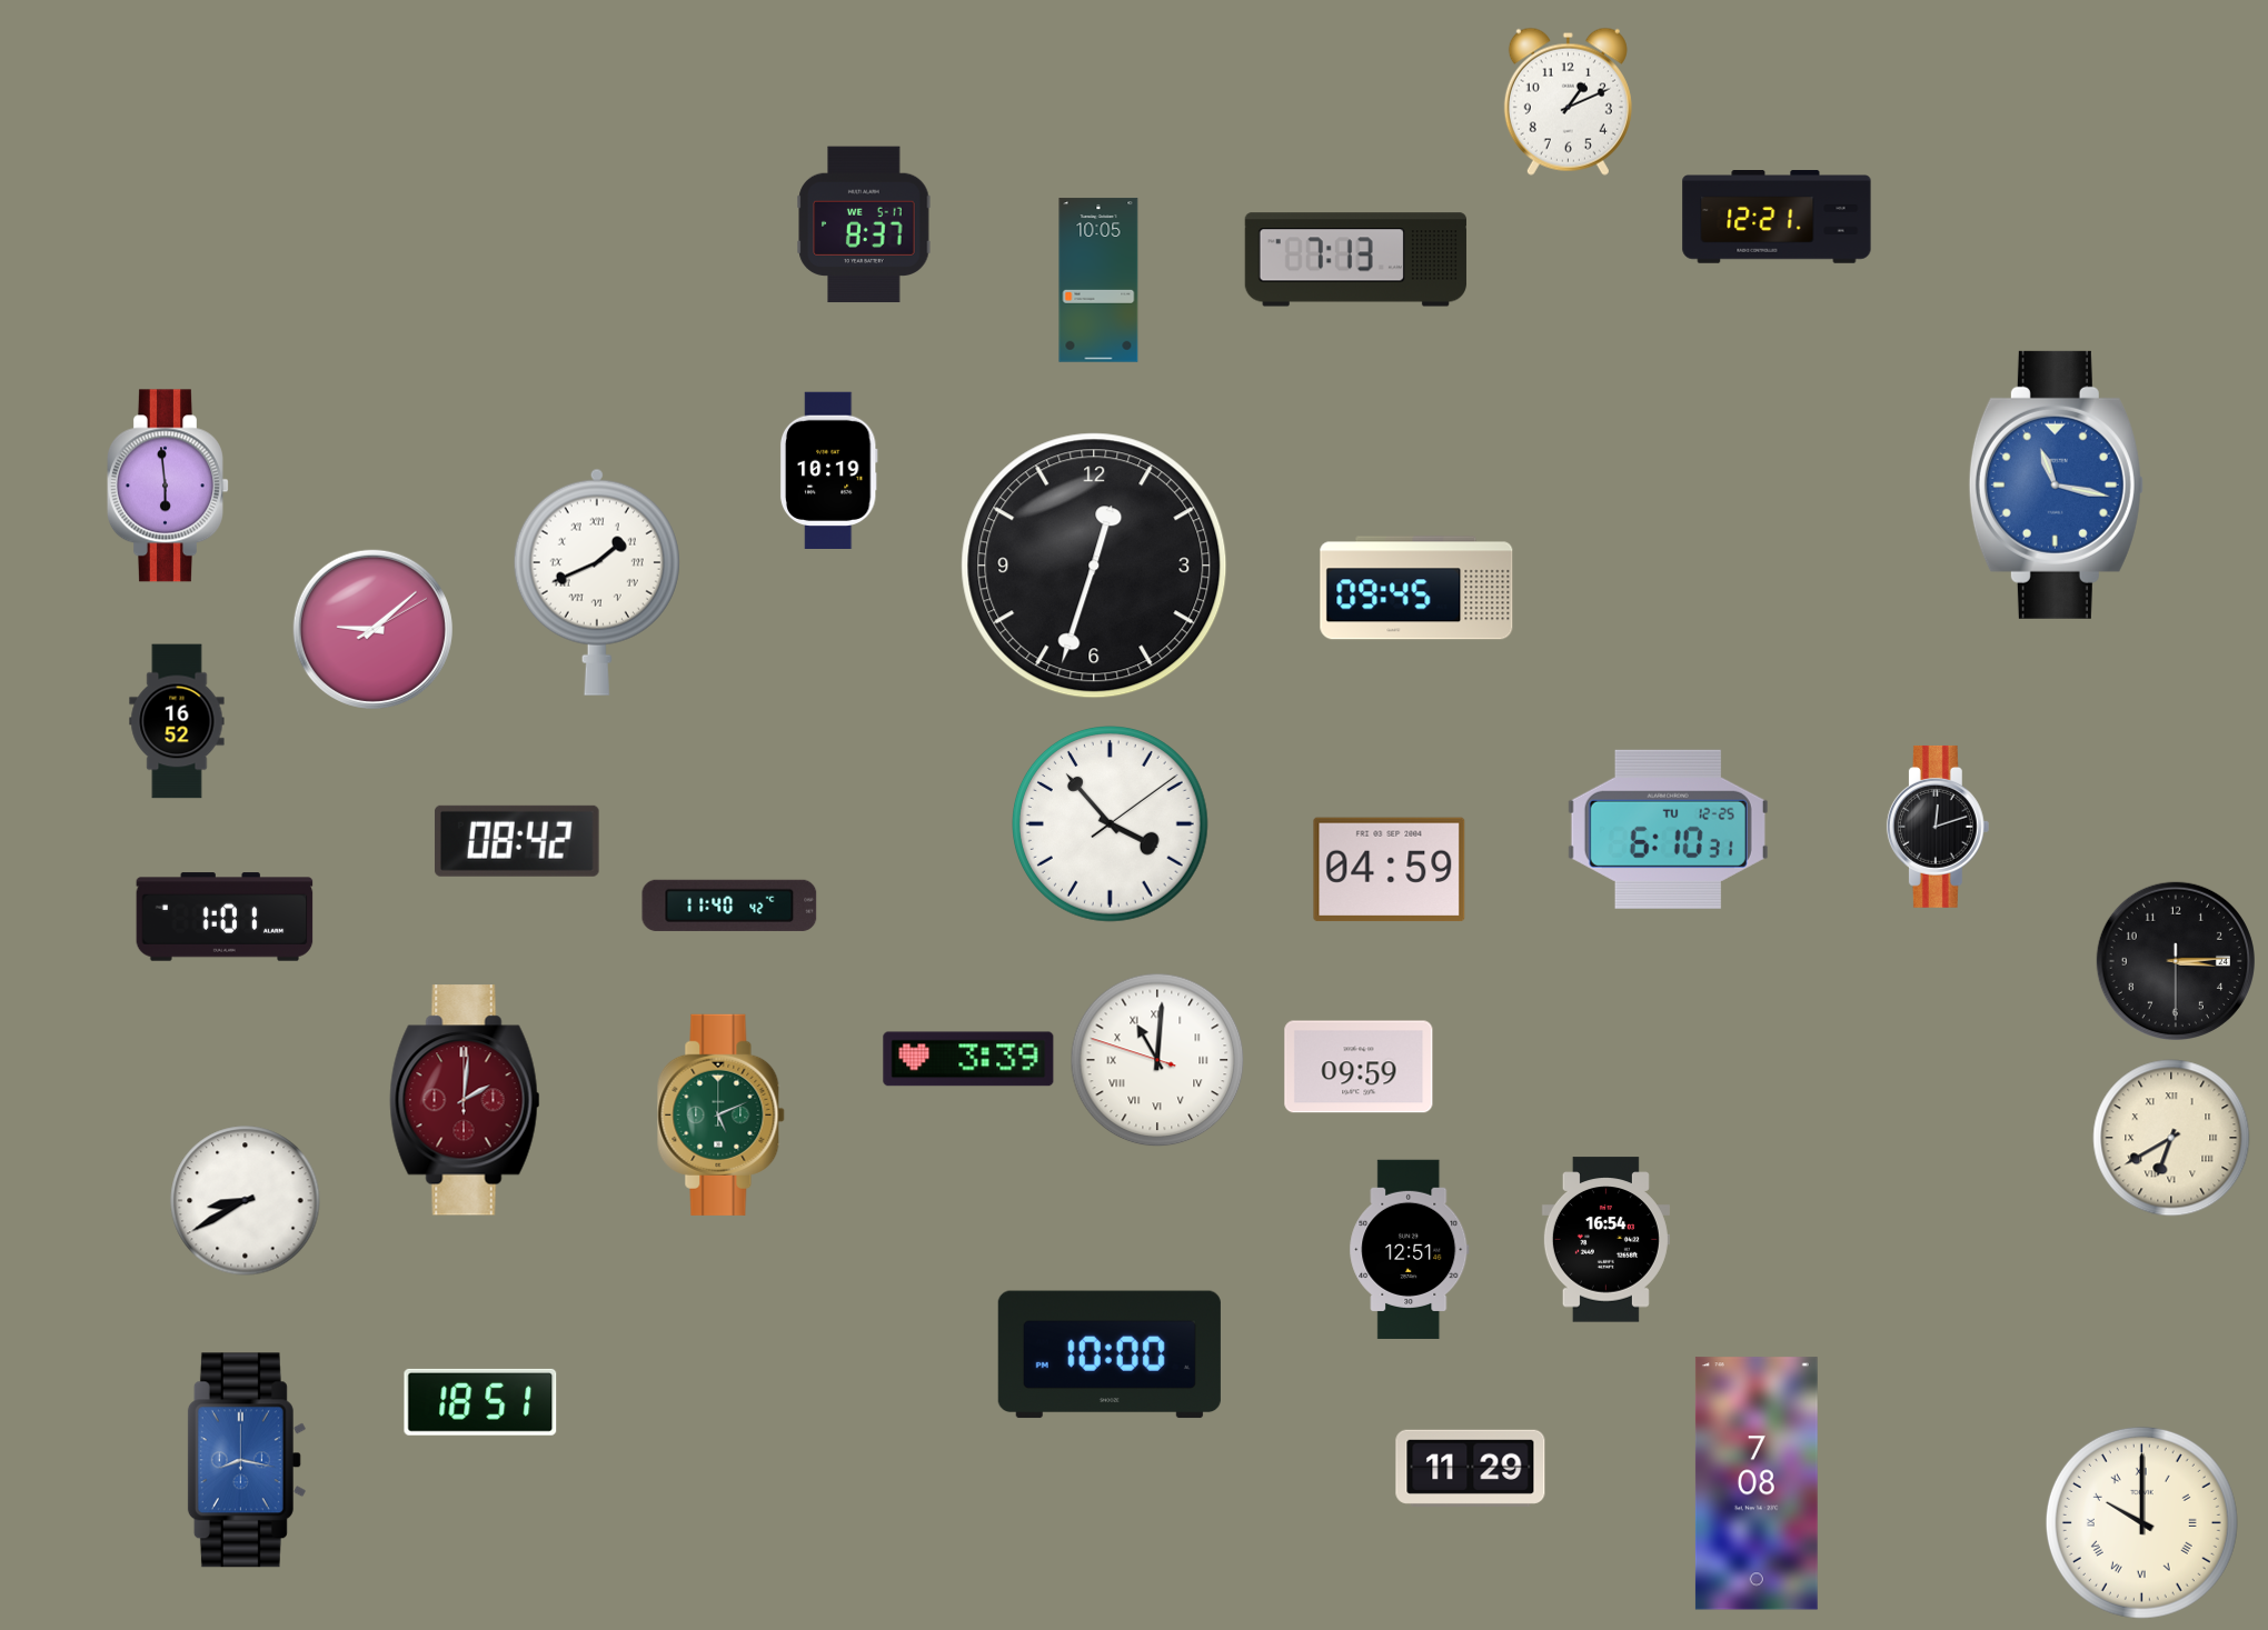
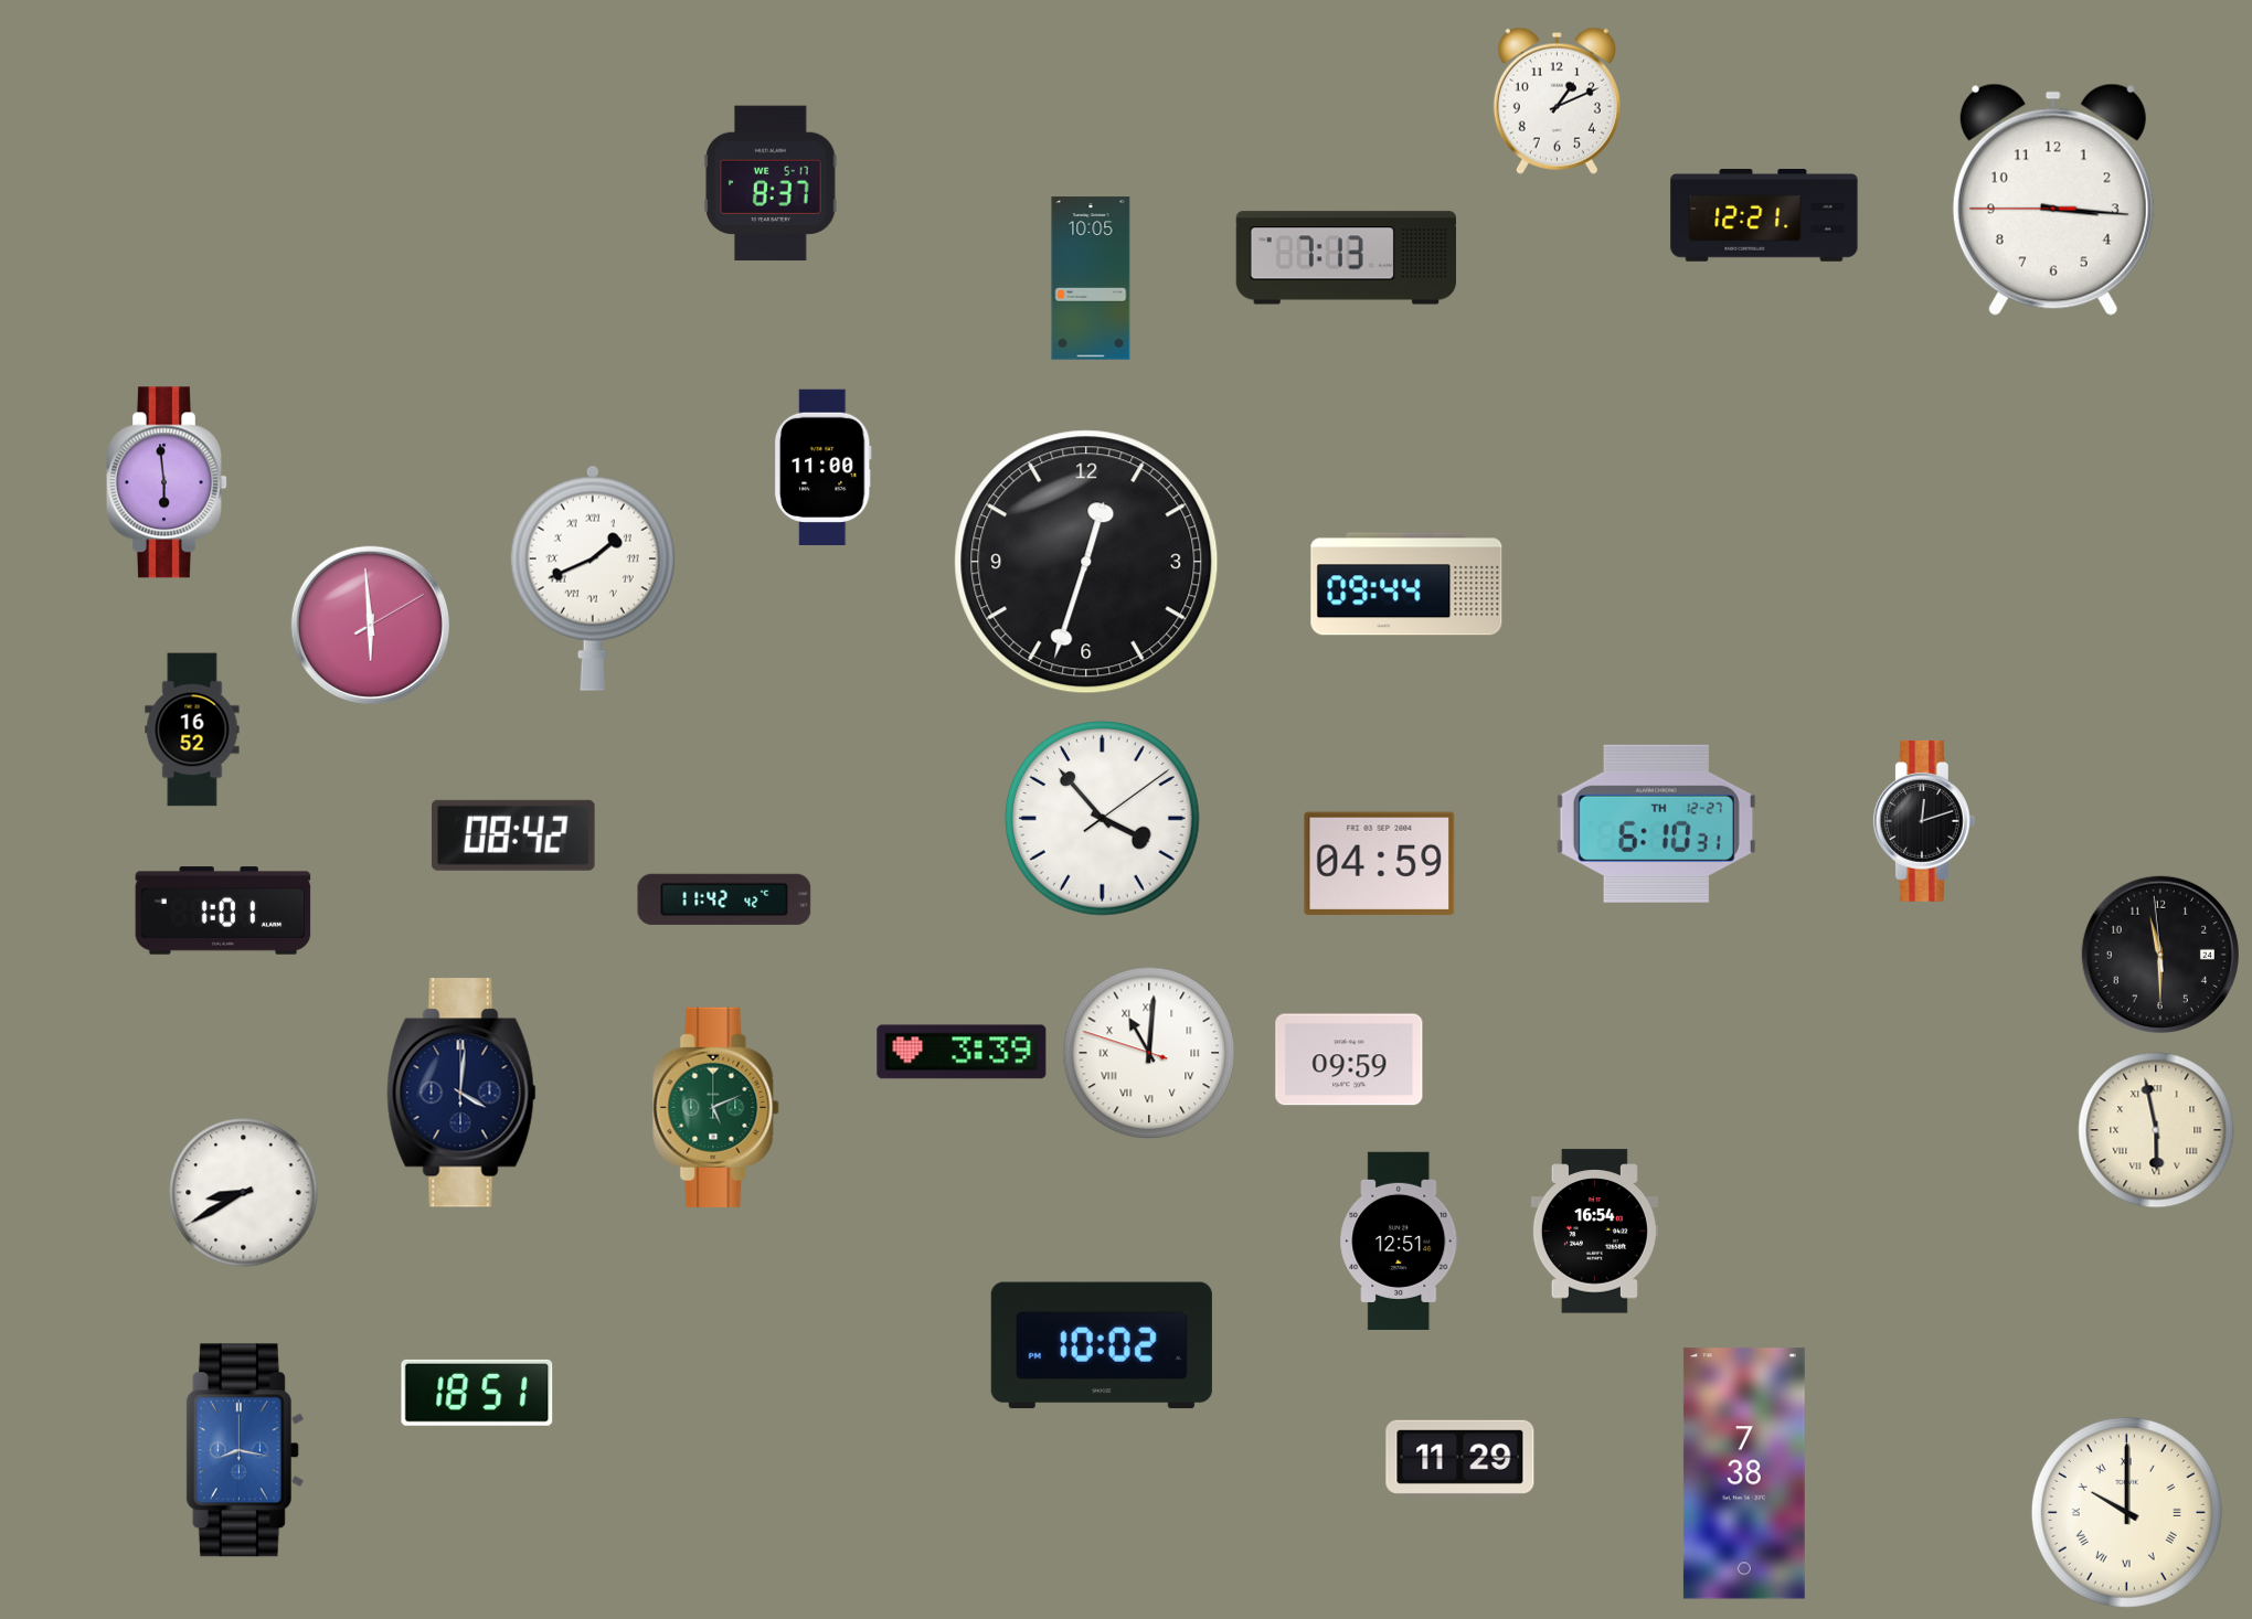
clock at (2053, 200): none -> 3:15
clock at (864, 224) position: (864, 224) -> (771, 183)
clock at (828, 470): 10:19 -> 11:00
clock at (2056, 484): 11:17 -> none
clock at (1416, 588): 09:45 -> 09:44
clock at (372, 629): 9:08 -> 5:59
clock at (177, 721) position: (177, 721) -> (192, 729)
clock at (1668, 829) date: TU 12-25 -> TH 12-27
clock at (729, 906): 11:40 -> 11:42
clock at (2176, 961): 3:14 -> 11:29
clock at (465, 1100): 2:01 -> 4:01
clock at (465, 1100) dial: burgundy -> navy
clock at (2171, 1138): 6:40 -> 5:58
clock at (1110, 1354): 10:00 -> 10:02
clock at (1757, 1483): 7:08 -> 7:38
